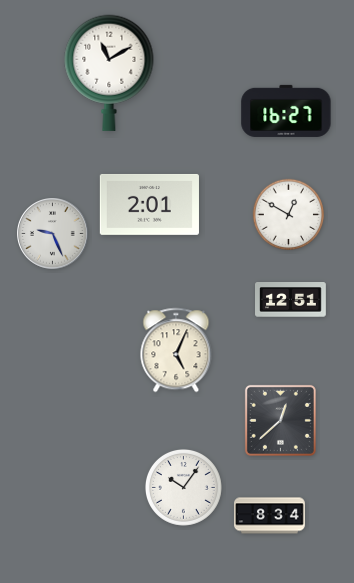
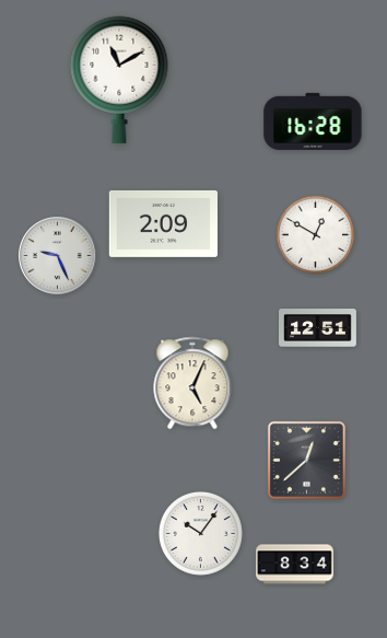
clock at (286, 111): 16:27 -> 16:28
clock at (149, 204): 2:01 -> 2:09
